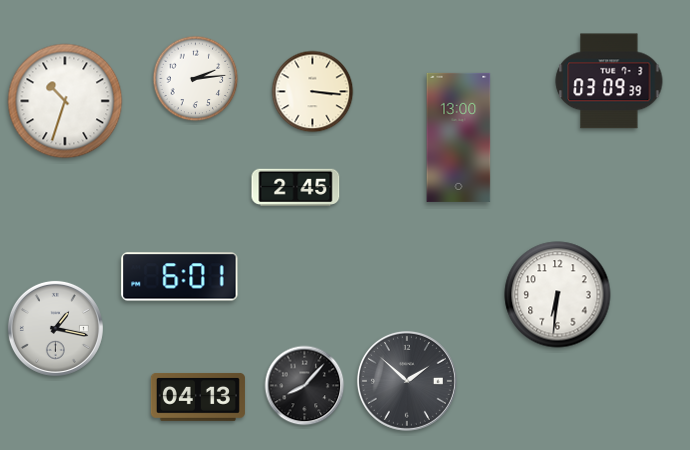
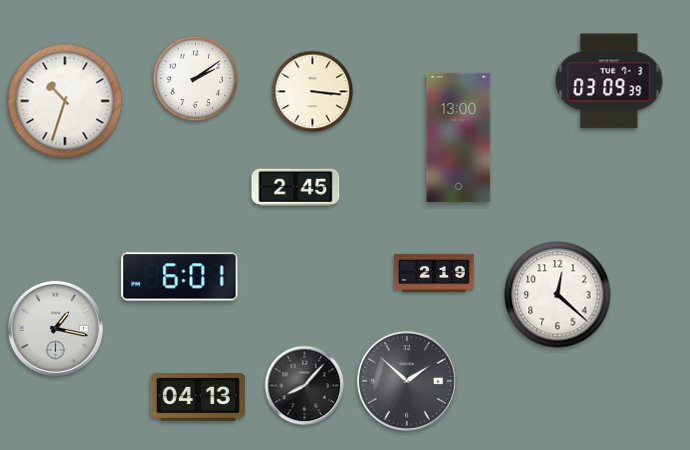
clock at (196, 79): 2:14 -> 2:09
clock at (434, 272): none -> 2:19
clock at (558, 295): 6:31 -> 12:22
